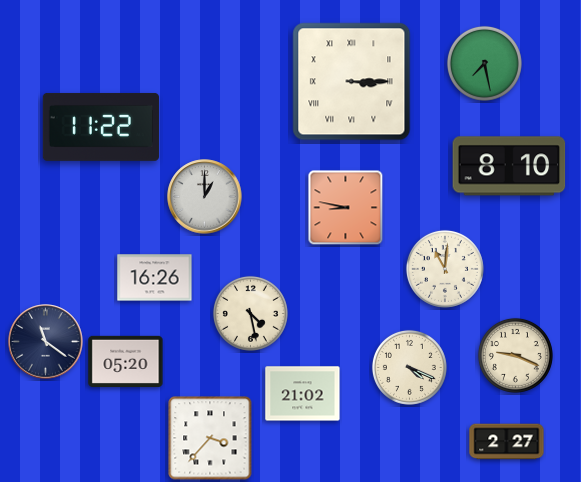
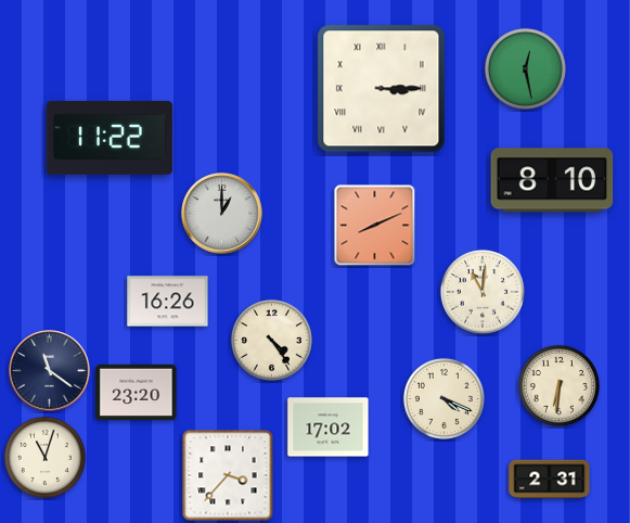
clock at (484, 63): 7:28 -> 12:28
clock at (346, 208): 8:47 -> 8:11
clock at (250, 313): 4:28 -> 4:24
clock at (515, 355): 9:19 -> 6:31
clock at (126, 361): 05:20 -> 23:20
clock at (303, 394): 21:02 -> 17:02
clock at (44, 457): none -> 11:03
clock at (507, 442): 2:27 -> 2:31
